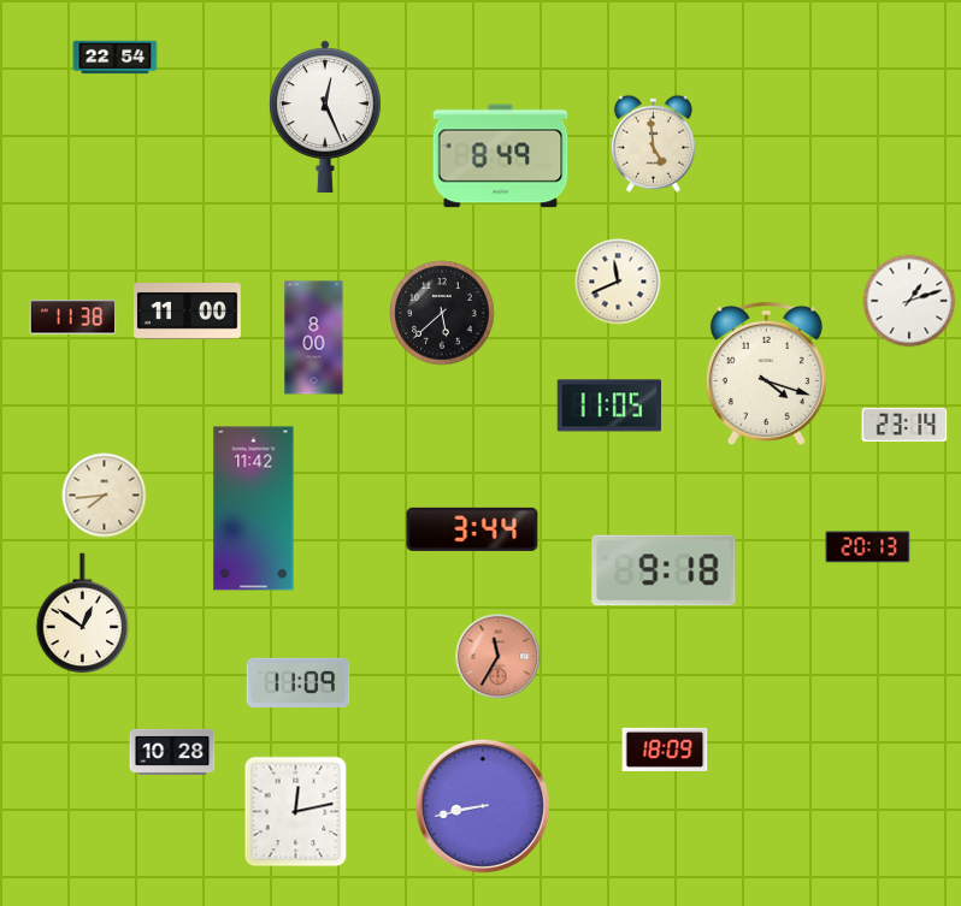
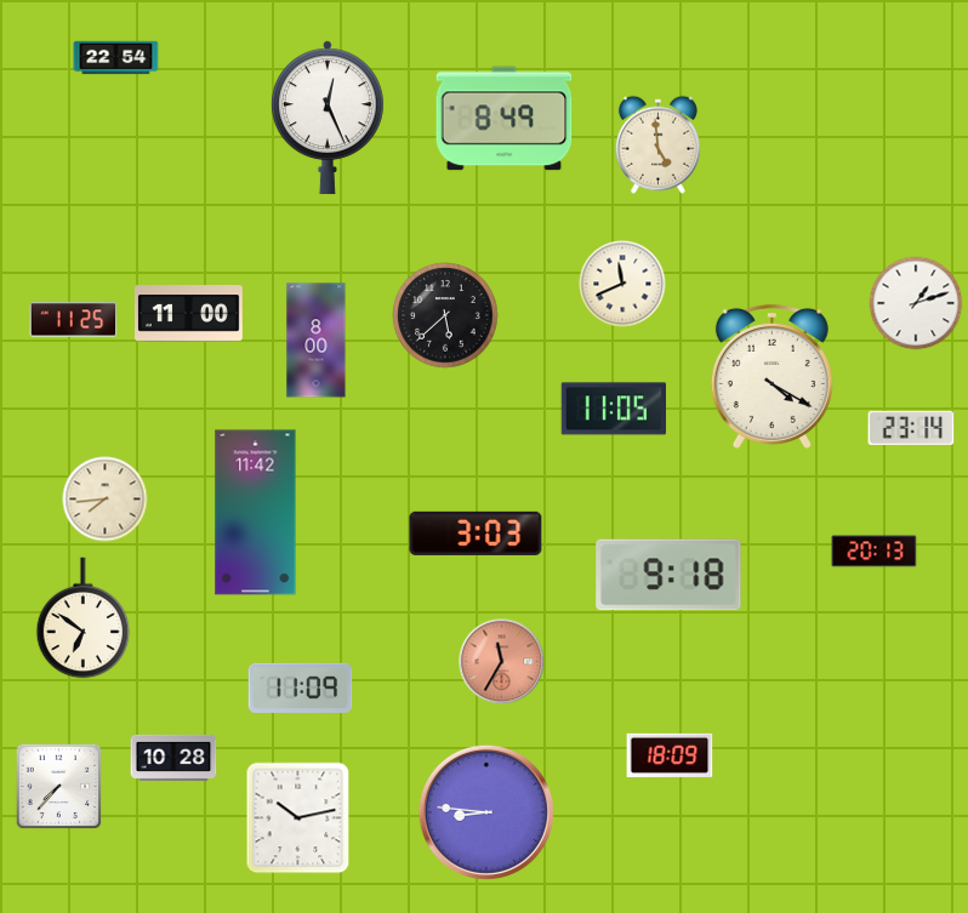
clock at (501, 156) position: (501, 156) -> (505, 119)
clock at (73, 318): 11:38 -> 11:25
clock at (766, 373): 4:18 -> 4:20
clock at (472, 529): 3:44 -> 3:03
clock at (83, 614): 12:51 -> 6:51
clock at (59, 787): none -> 7:37
clock at (483, 806): 8:43 -> 8:46
clock at (296, 812): 12:13 -> 10:13
